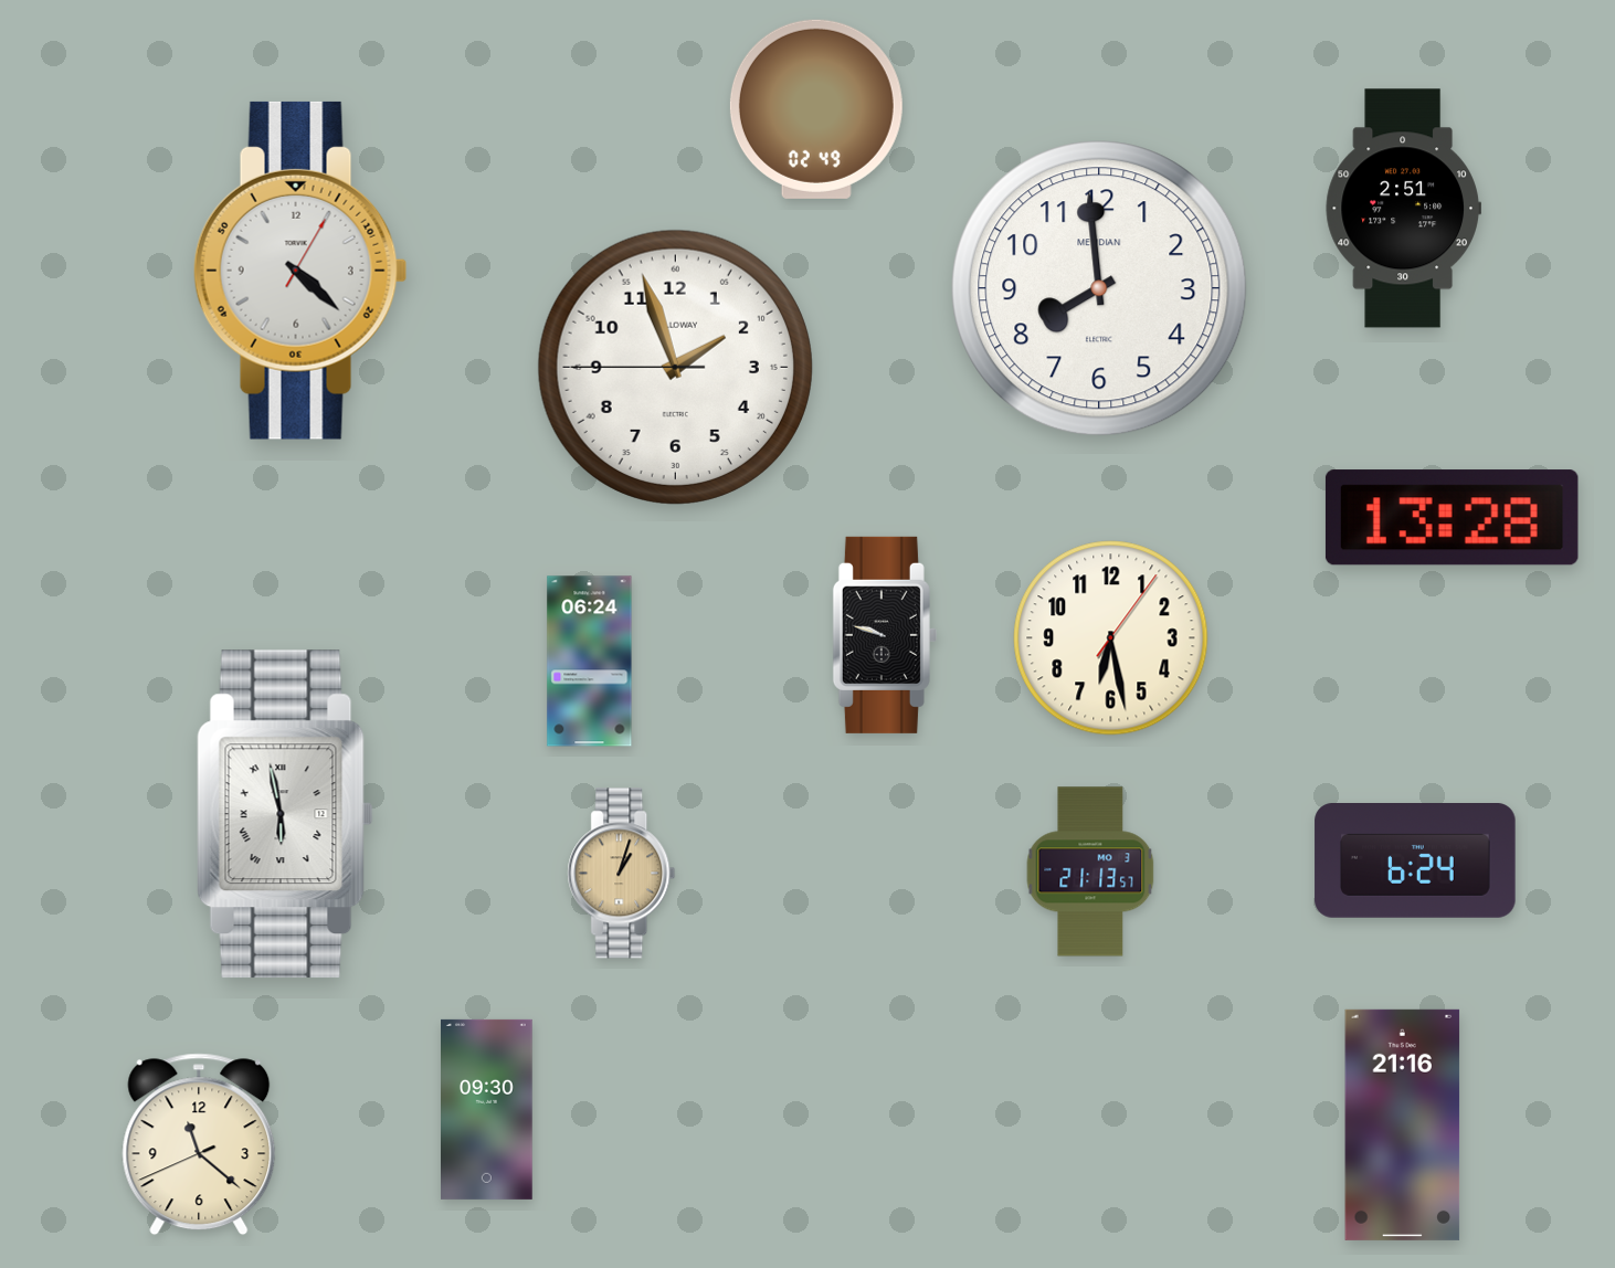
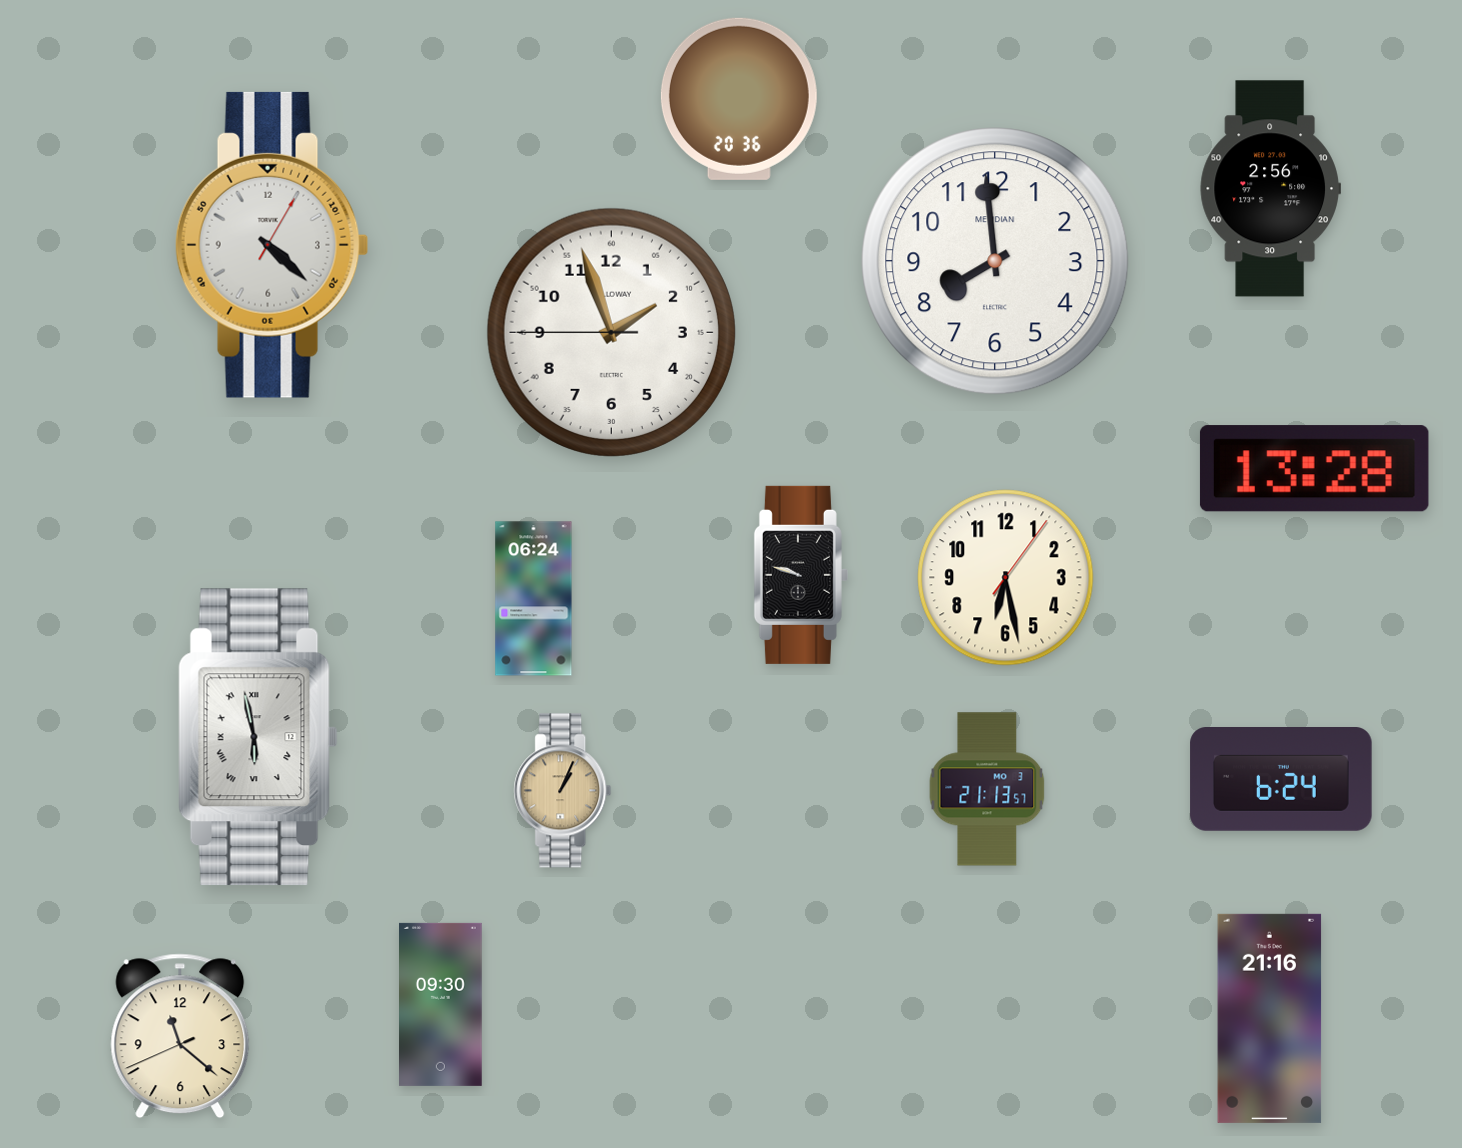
clock at (816, 109): 02:49 -> 20:36
clock at (1403, 209): 2:51 -> 2:56
clock at (622, 874): 1:03 -> 1:04
